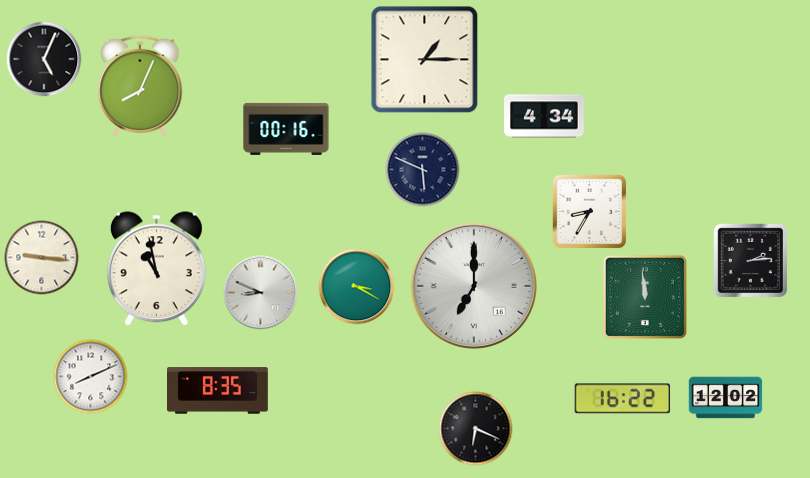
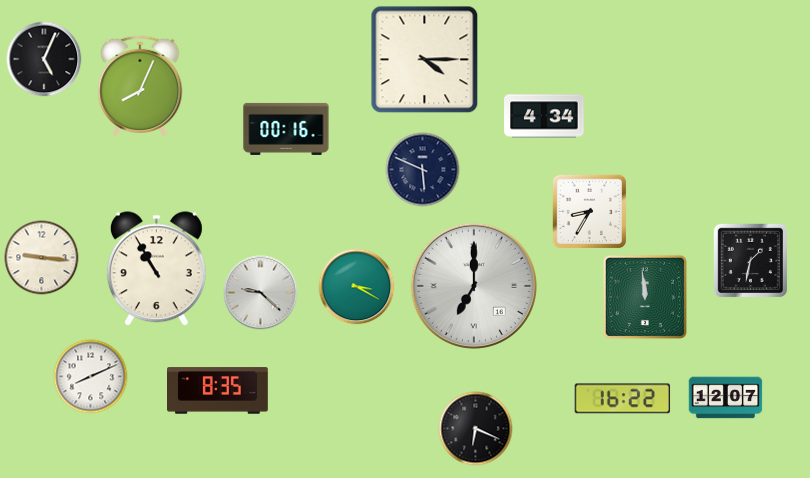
clock at (425, 60): 1:15 -> 4:15
clock at (751, 261): 2:14 -> 1:32
clock at (156, 269): 10:58 -> 10:55
clock at (261, 293): 8:49 -> 9:22
clock at (726, 398): 12:02 -> 12:07
